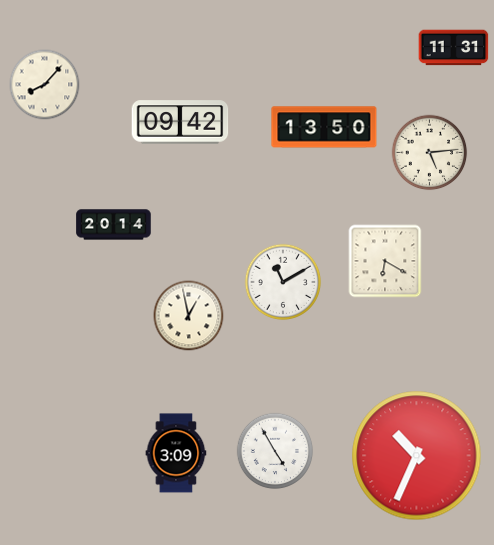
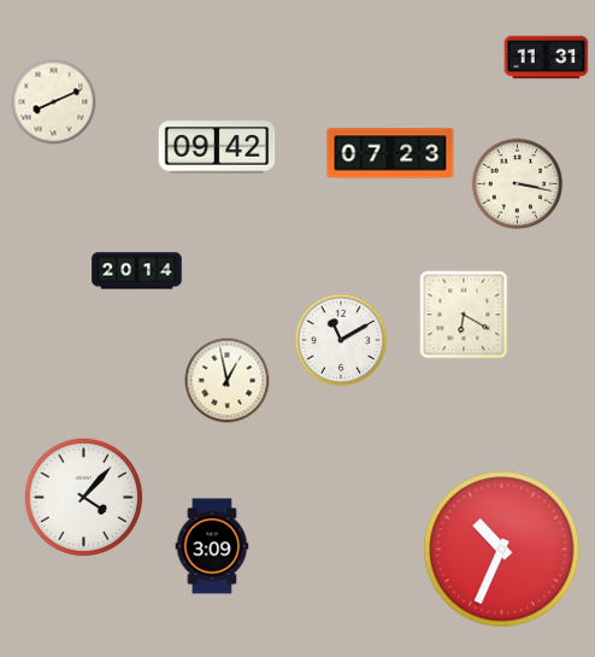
clock at (45, 85): 8:07 -> 8:11
clock at (324, 127): 13:50 -> 07:23
clock at (430, 153): 5:14 -> 3:17
clock at (84, 498): none -> 4:07
clock at (275, 451): 4:55 -> none
